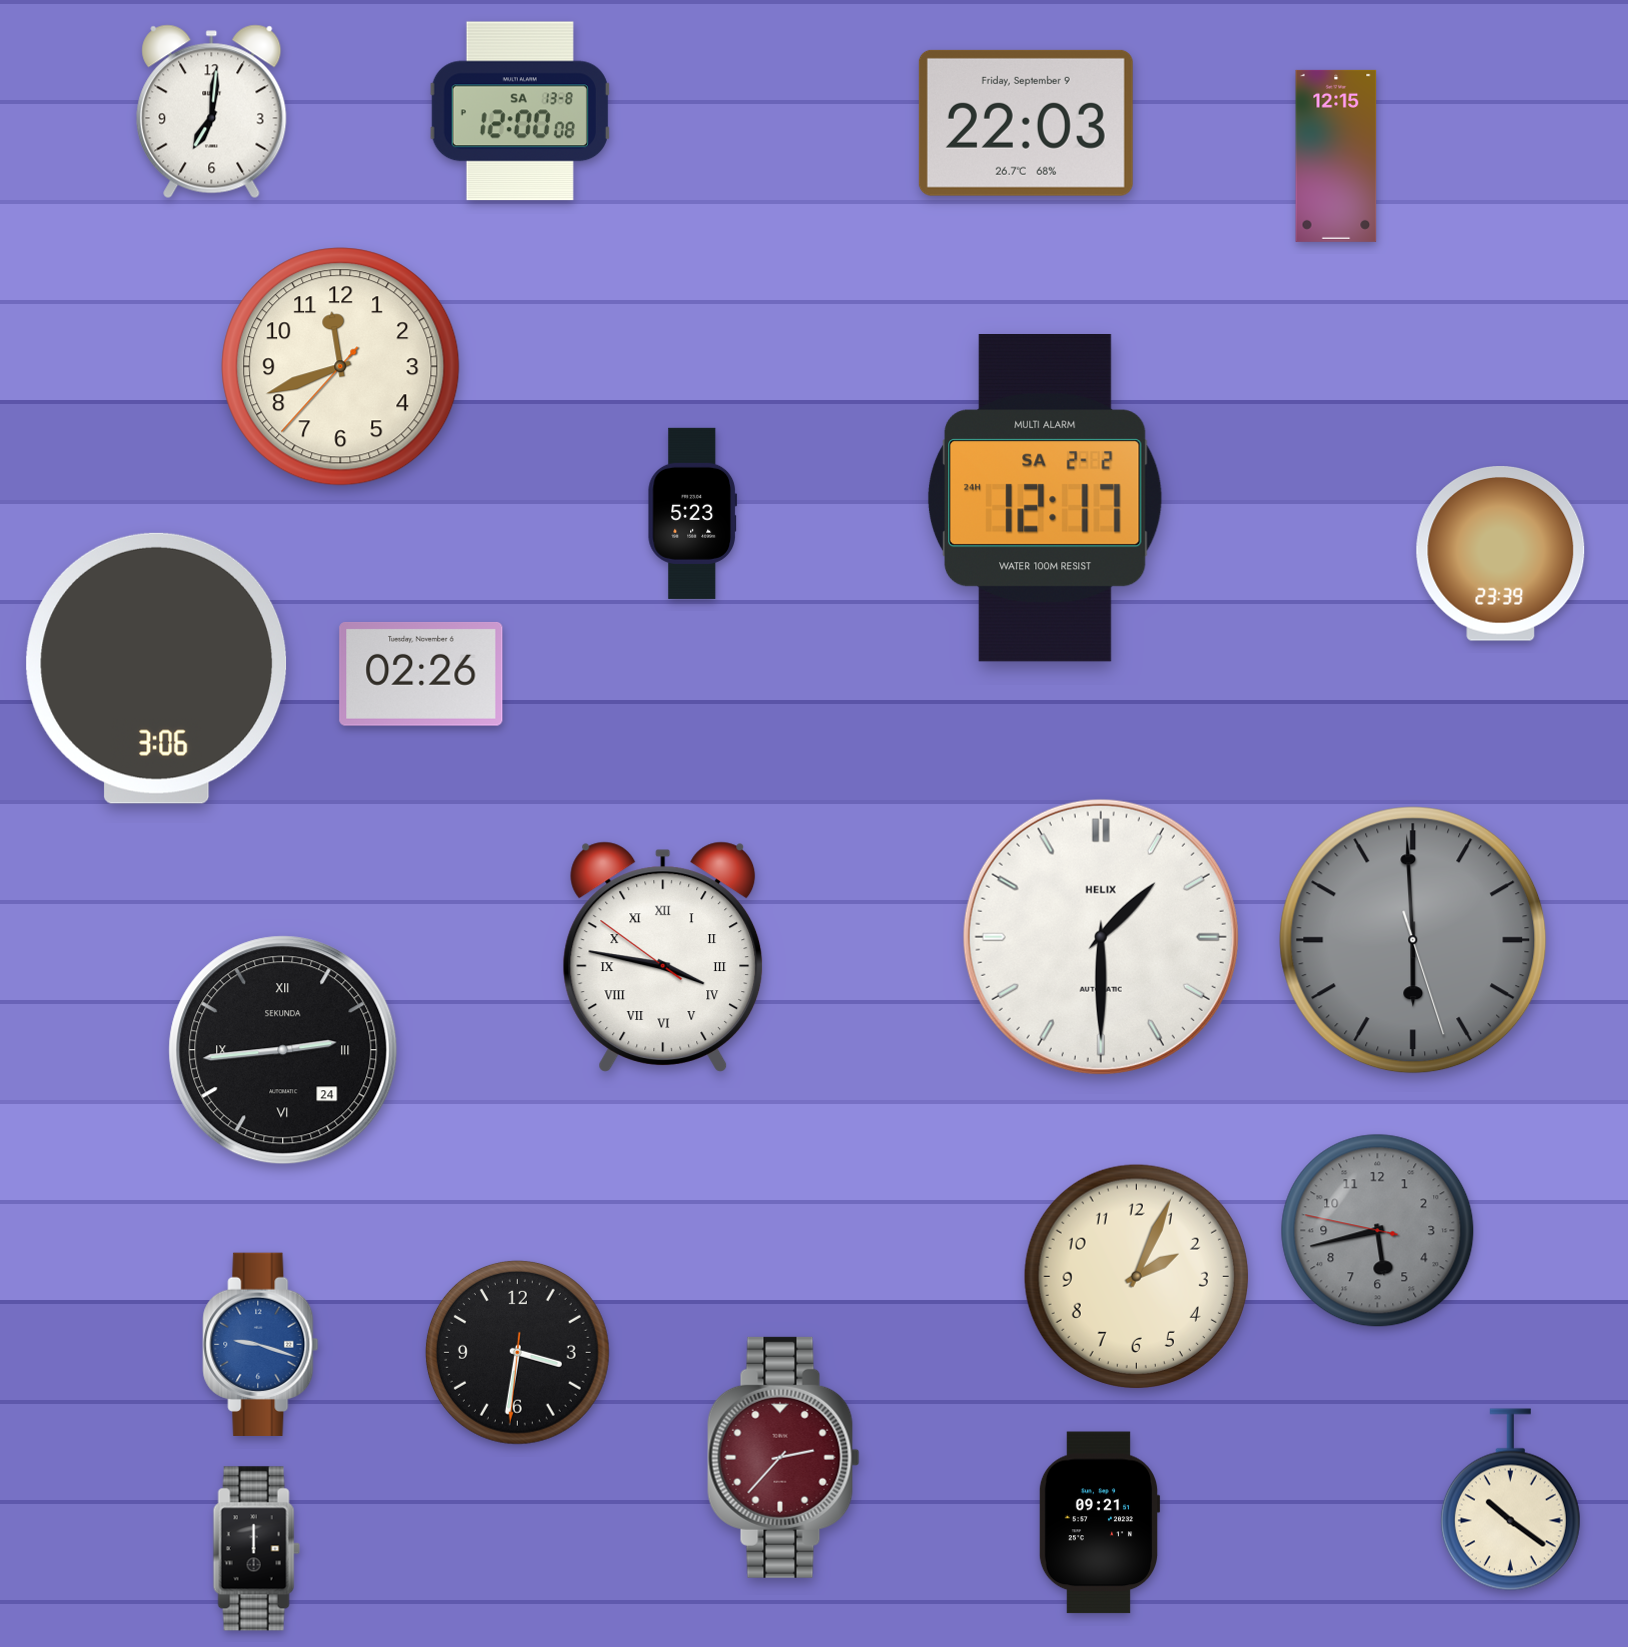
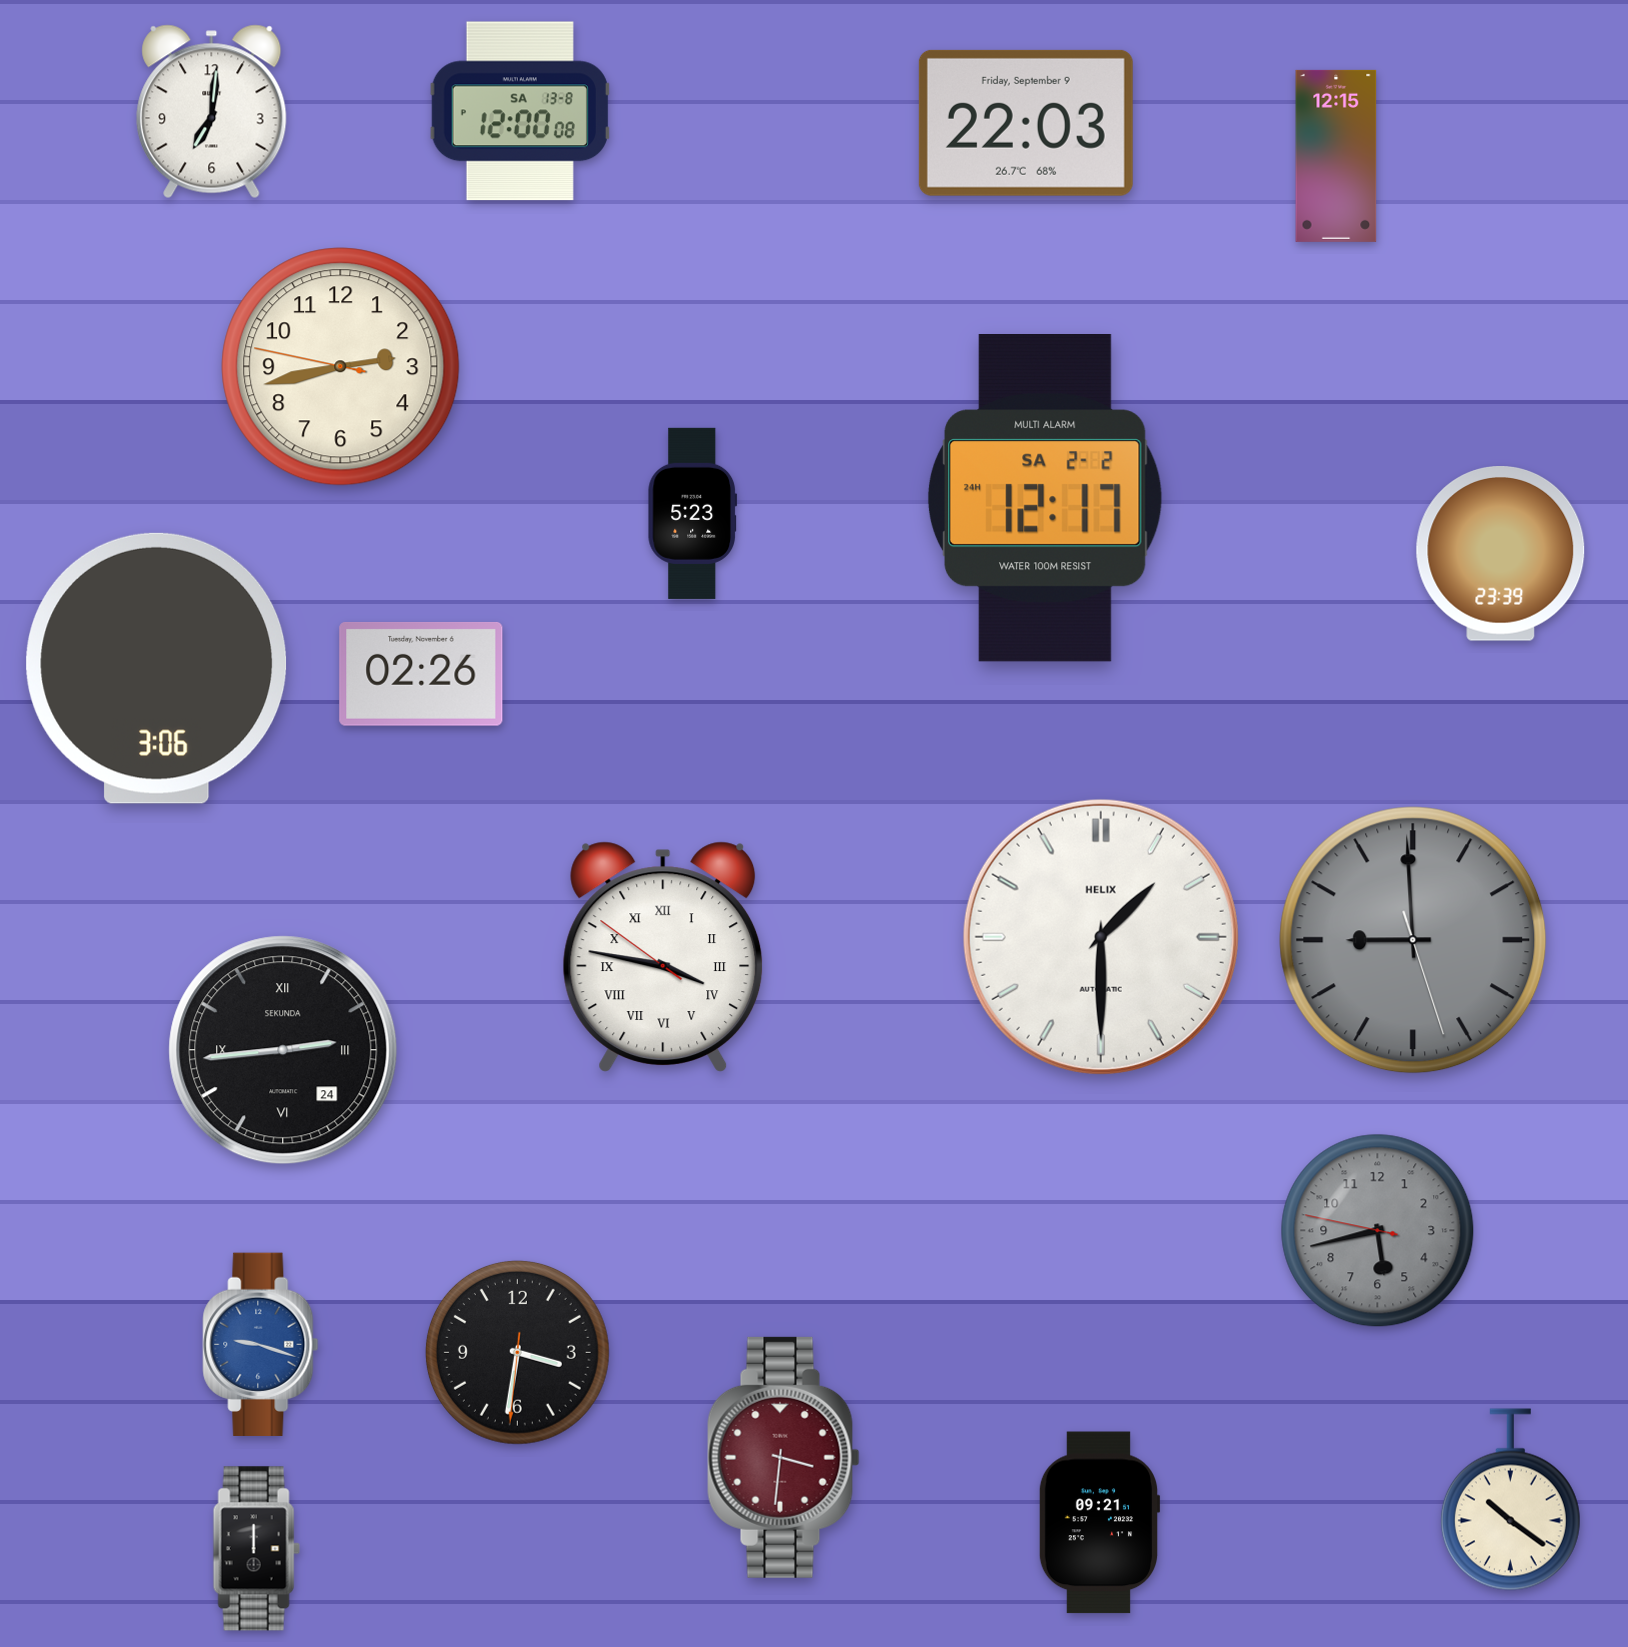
clock at (341, 367): 11:41 -> 2:42
clock at (1413, 940): 5:59 -> 8:59
clock at (1136, 1276): 2:04 -> none
clock at (784, 1457): 2:37 -> 3:31
